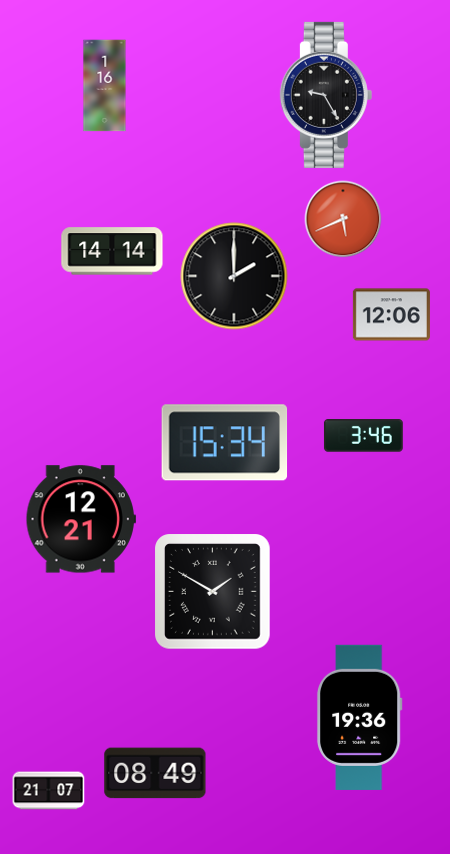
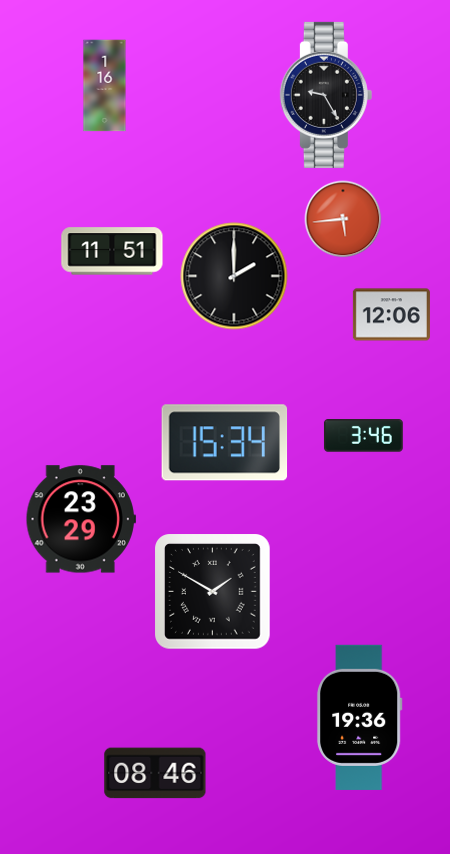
clock at (343, 219): 5:41 -> 5:44
clock at (112, 251): 14:14 -> 11:51
clock at (81, 519): 12:21 -> 23:29
clock at (155, 773): 08:49 -> 08:46
clock at (49, 791): 21:07 -> none
